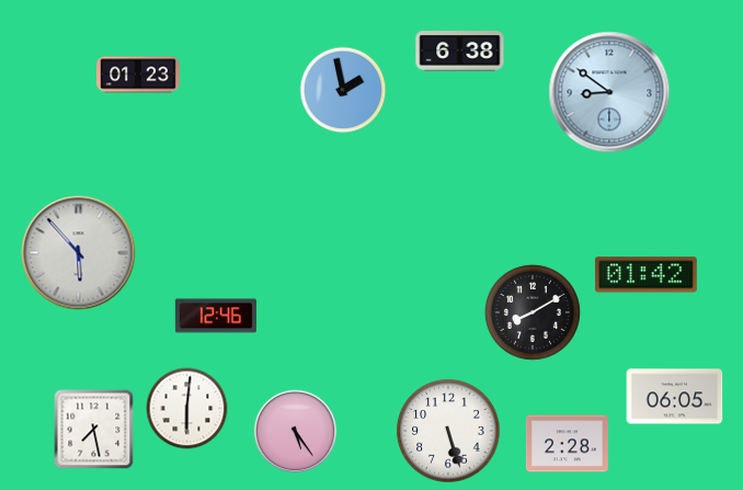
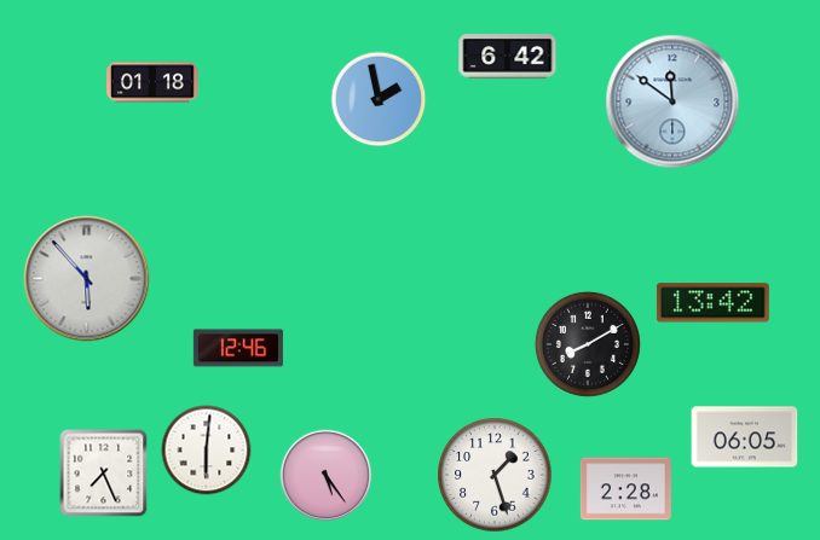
clock at (460, 52): 6:38 -> 6:42
clock at (139, 75): 01:23 -> 01:18
clock at (609, 92): 8:51 -> 11:51
clock at (645, 275): 01:42 -> 13:42
clock at (94, 430): 7:28 -> 7:26
clock at (448, 431): 5:27 -> 1:27
